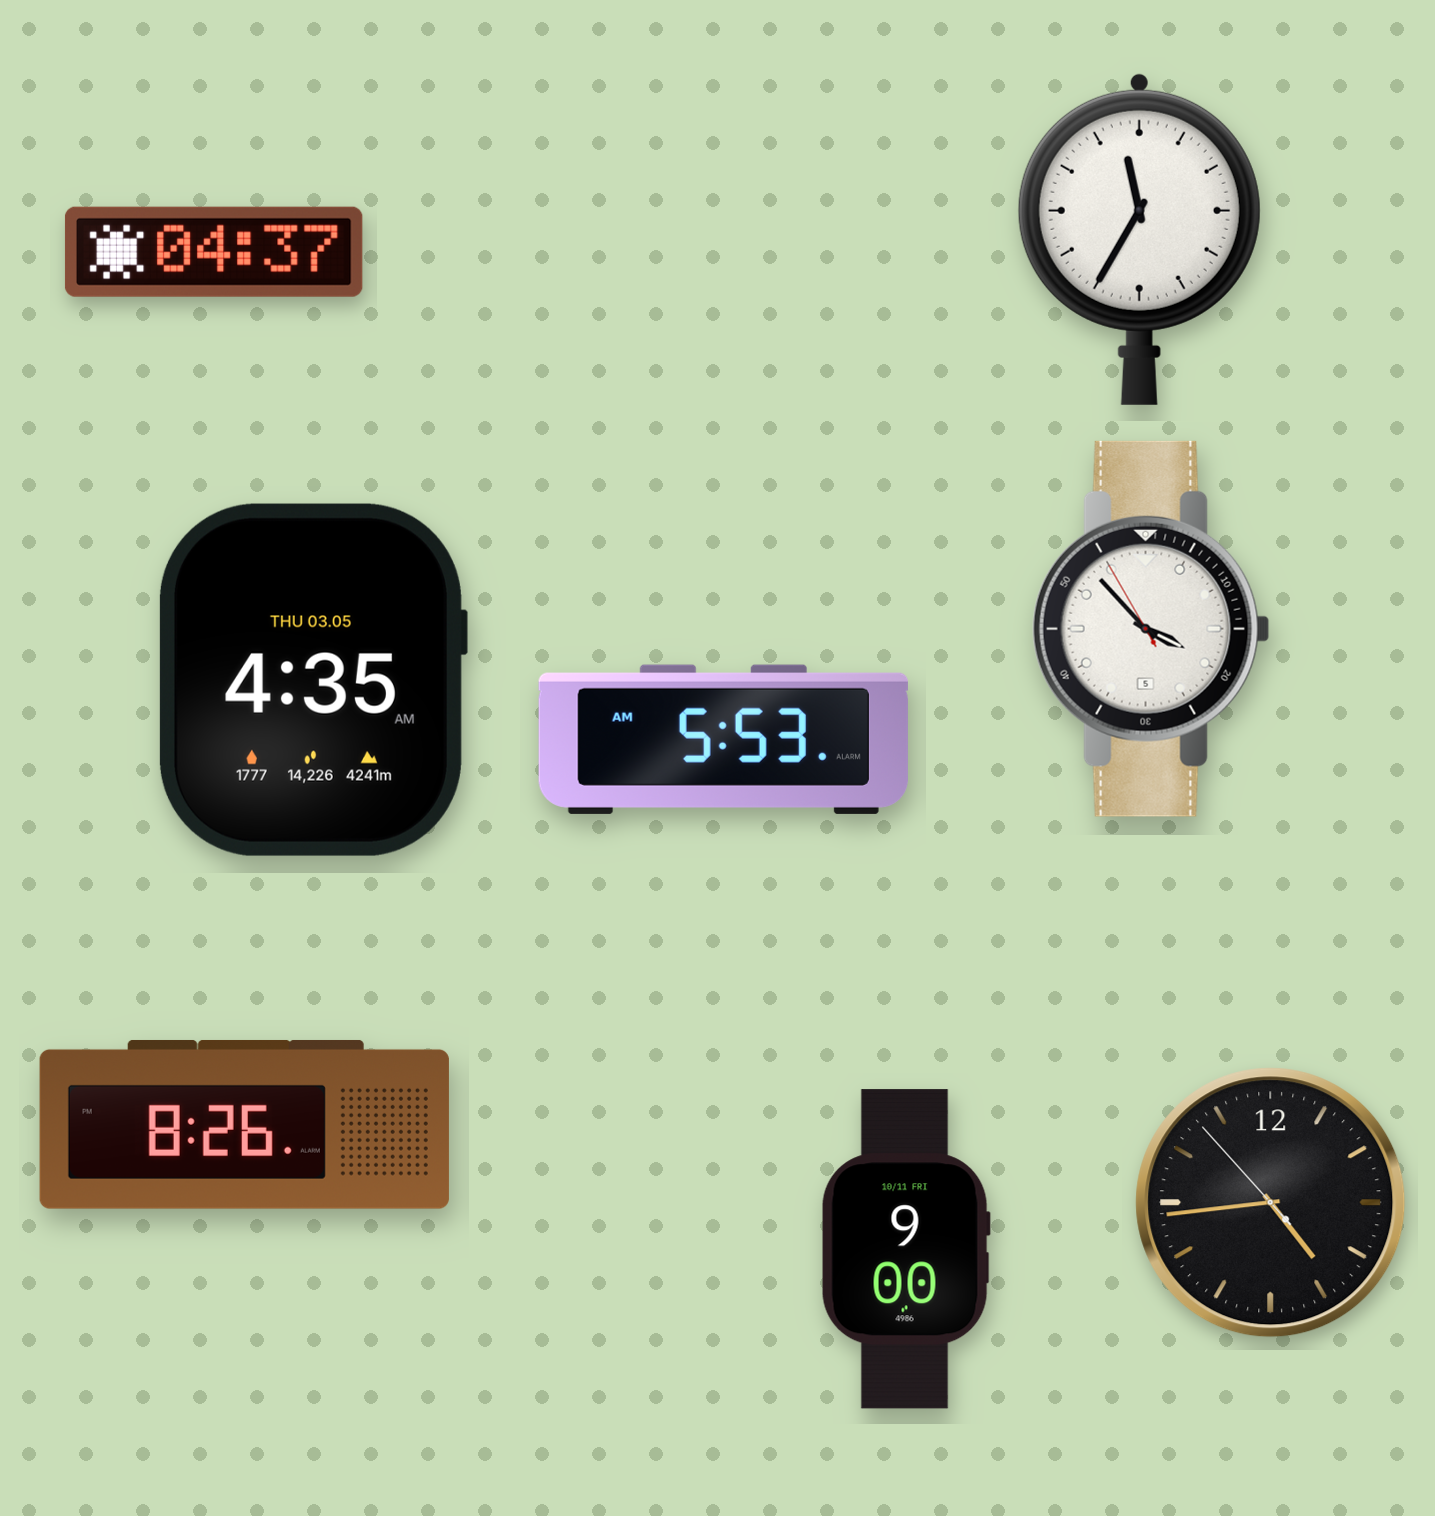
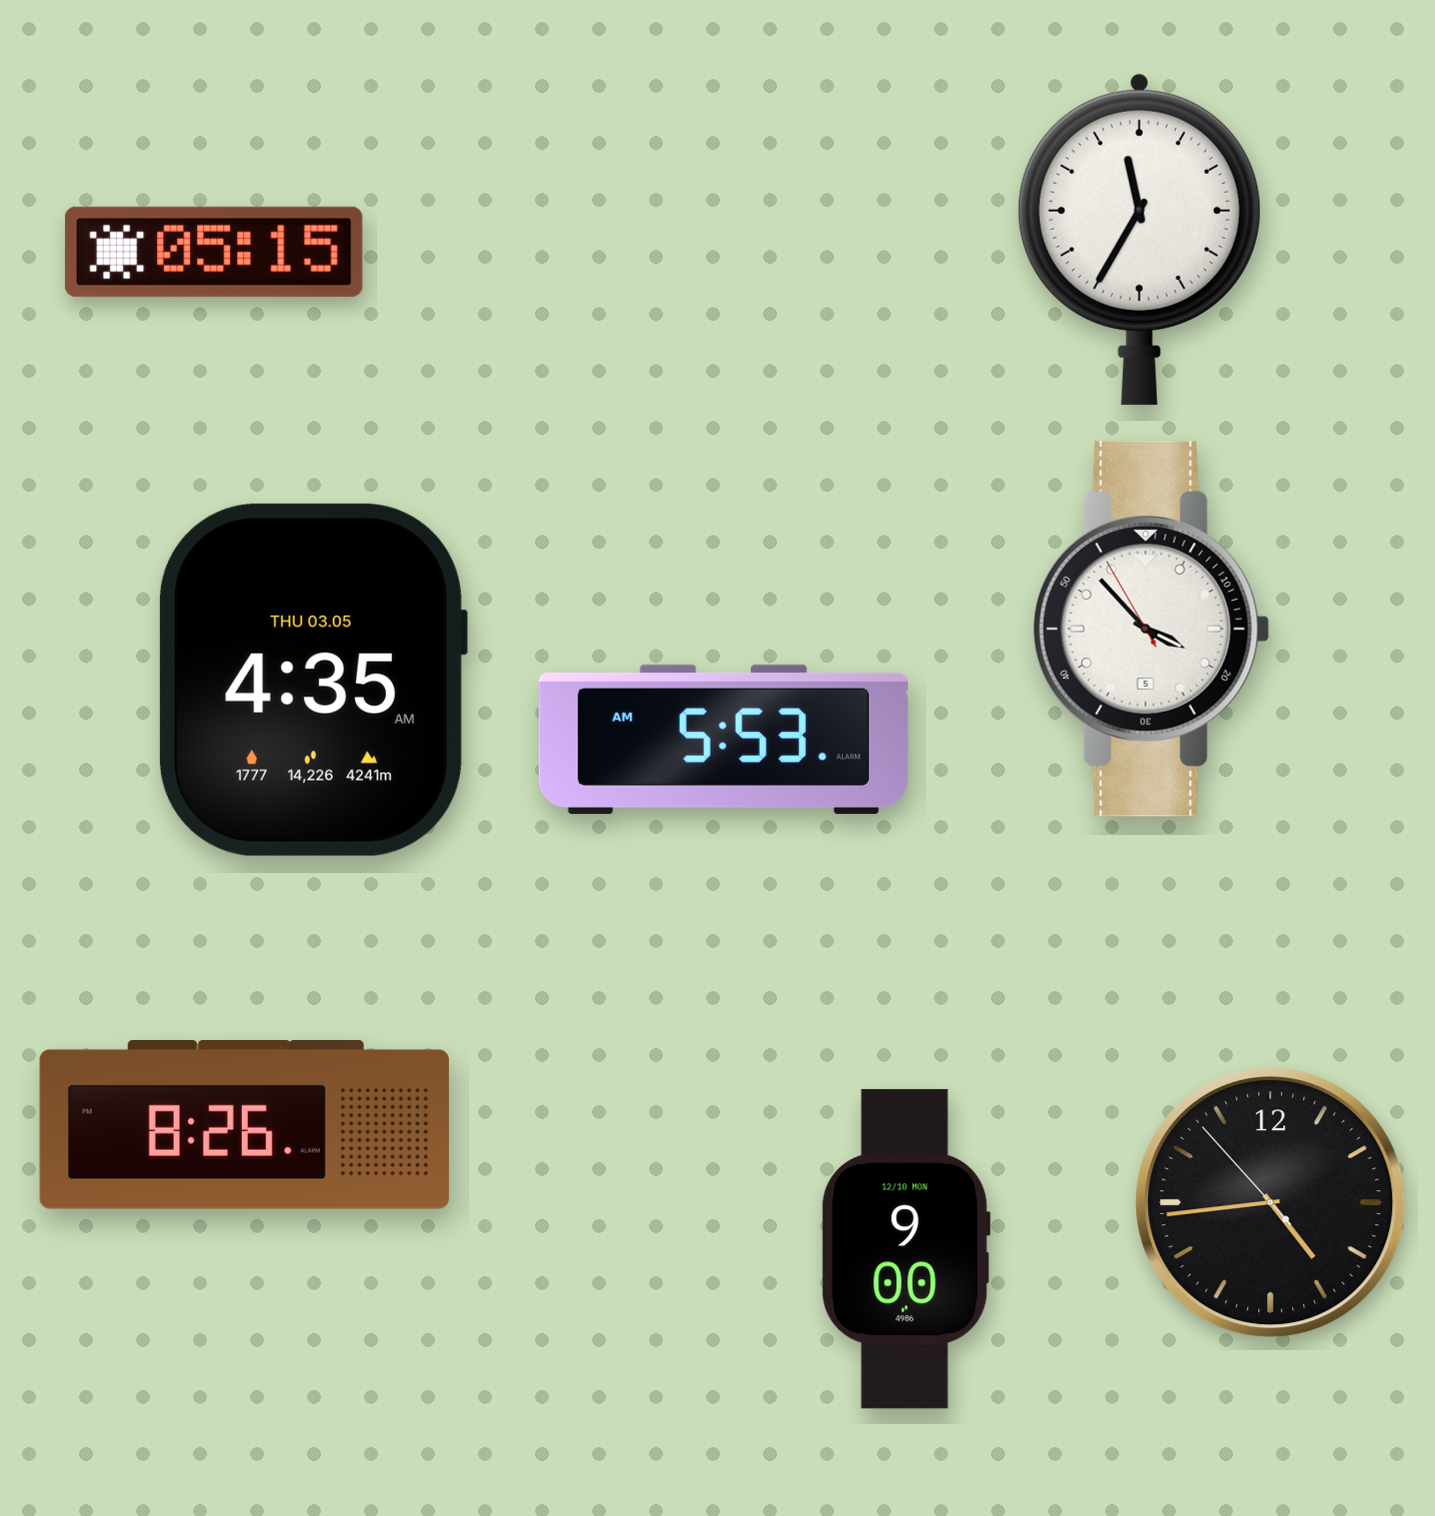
clock at (214, 252): 04:37 -> 05:15
clock at (906, 1249) date: 10/11 FRI -> 12/10 MON
